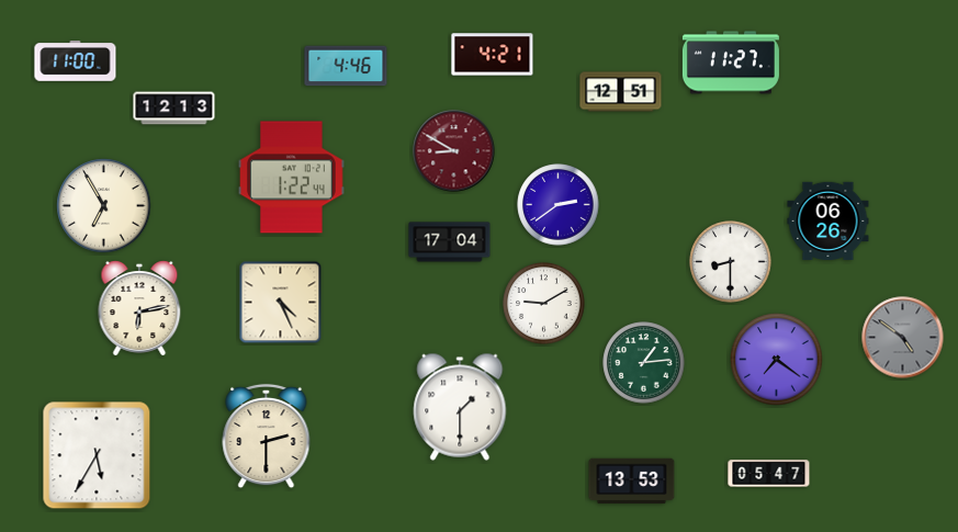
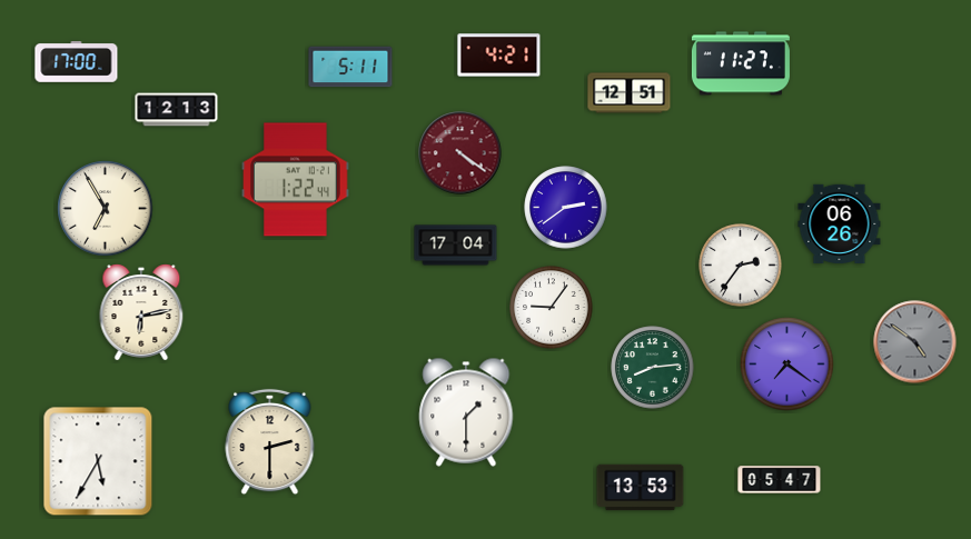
clock at (76, 61): 11:00 -> 17:00
clock at (346, 66): 4:46 -> 5:11
clock at (454, 151): 8:50 -> 4:21
clock at (731, 262): 8:30 -> 2:36
clock at (281, 303): 4:26 -> none
clock at (544, 304): 9:10 -> 9:06
clock at (644, 363): 1:14 -> 8:14
